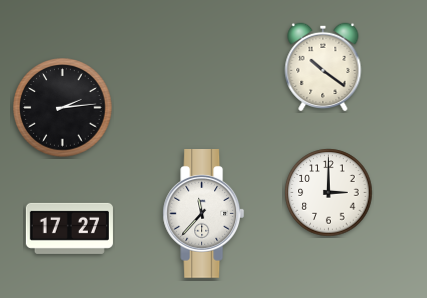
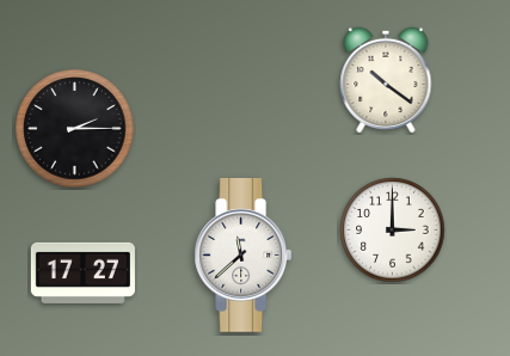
clock at (63, 108): 2:14 -> 2:15
clock at (204, 214): 11:37 -> 11:38
